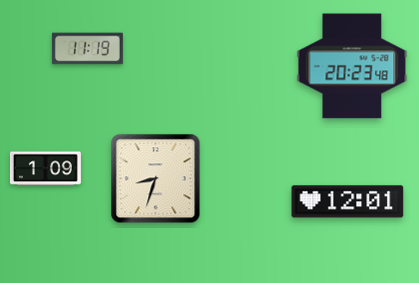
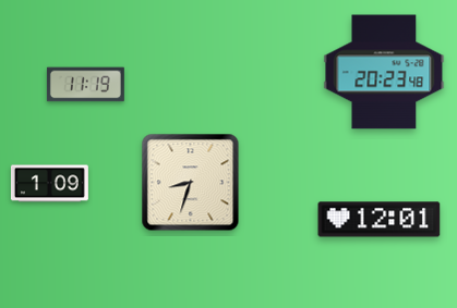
clock at (87, 49) position: (87, 49) -> (85, 85)
clock at (156, 179) position: (156, 179) -> (191, 183)
